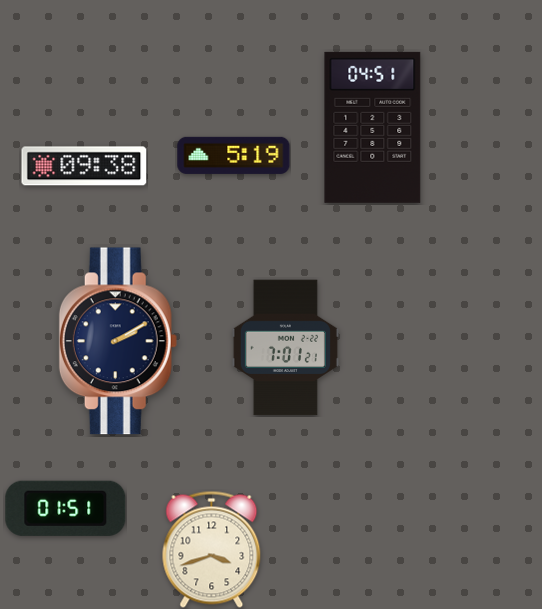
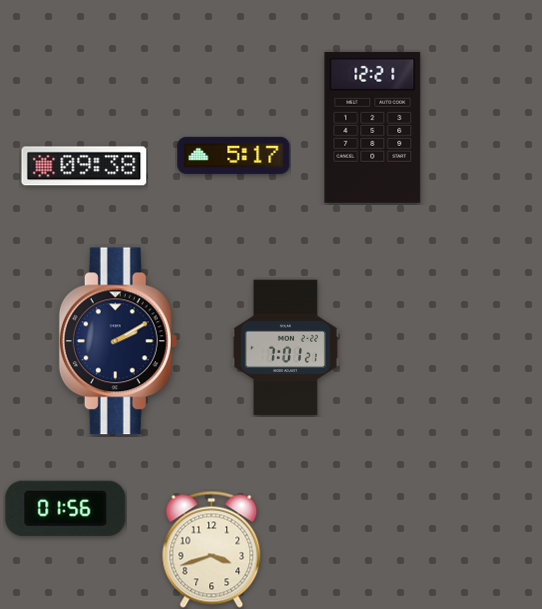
clock at (373, 127): 04:51 -> 12:21
clock at (234, 155): 5:19 -> 5:17
clock at (66, 508): 01:51 -> 01:56
